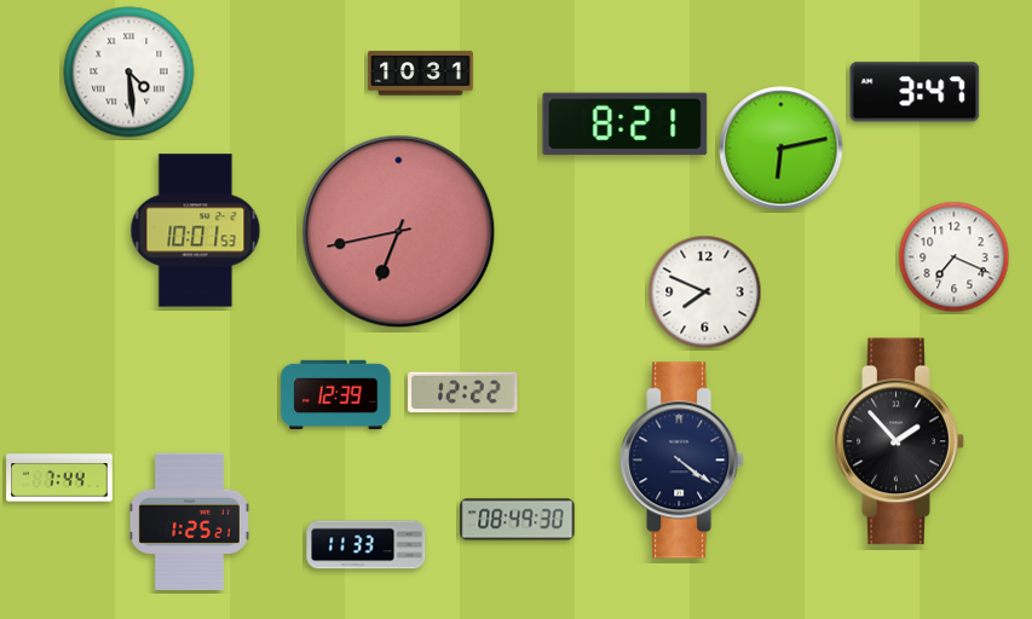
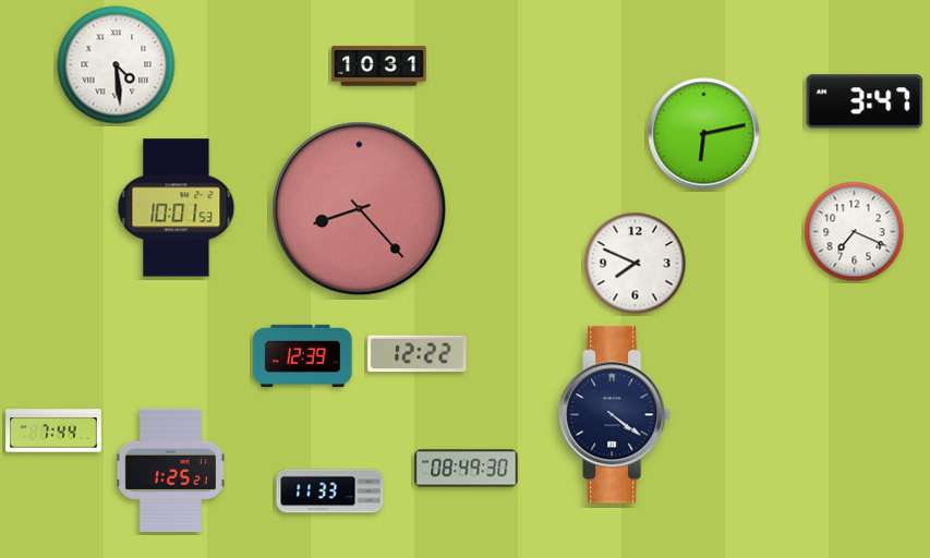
clock at (915, 92) position: (915, 92) -> (865, 101)
clock at (625, 125): 8:21 -> none
clock at (399, 232): 6:43 -> 8:23
clock at (955, 258) position: (955, 258) -> (855, 232)
clock at (899, 441): 1:53 -> none
